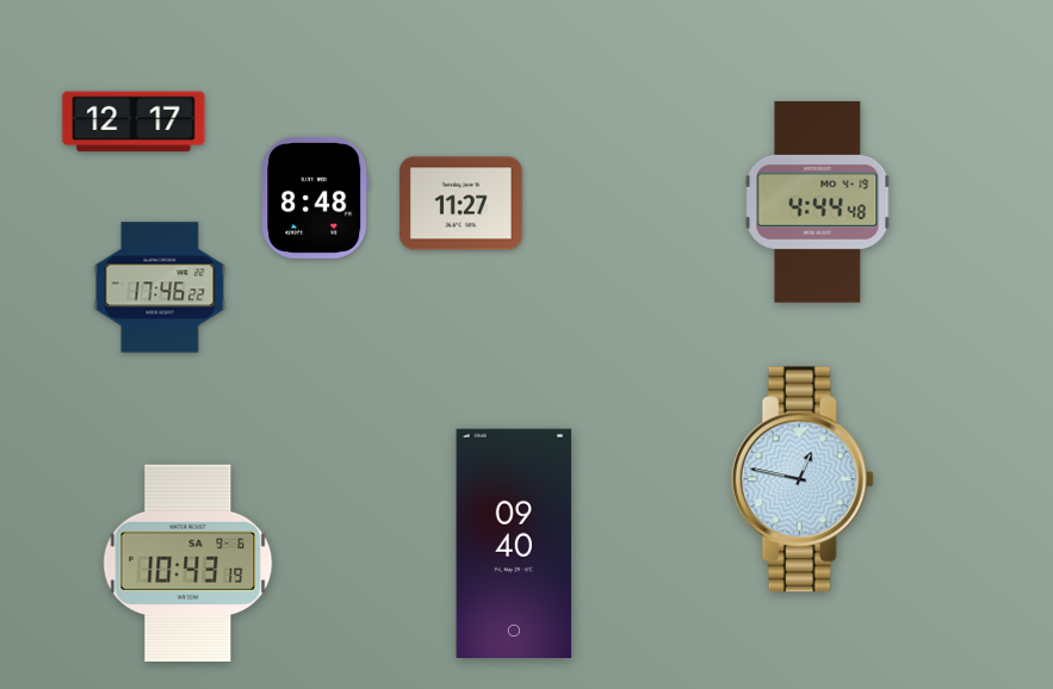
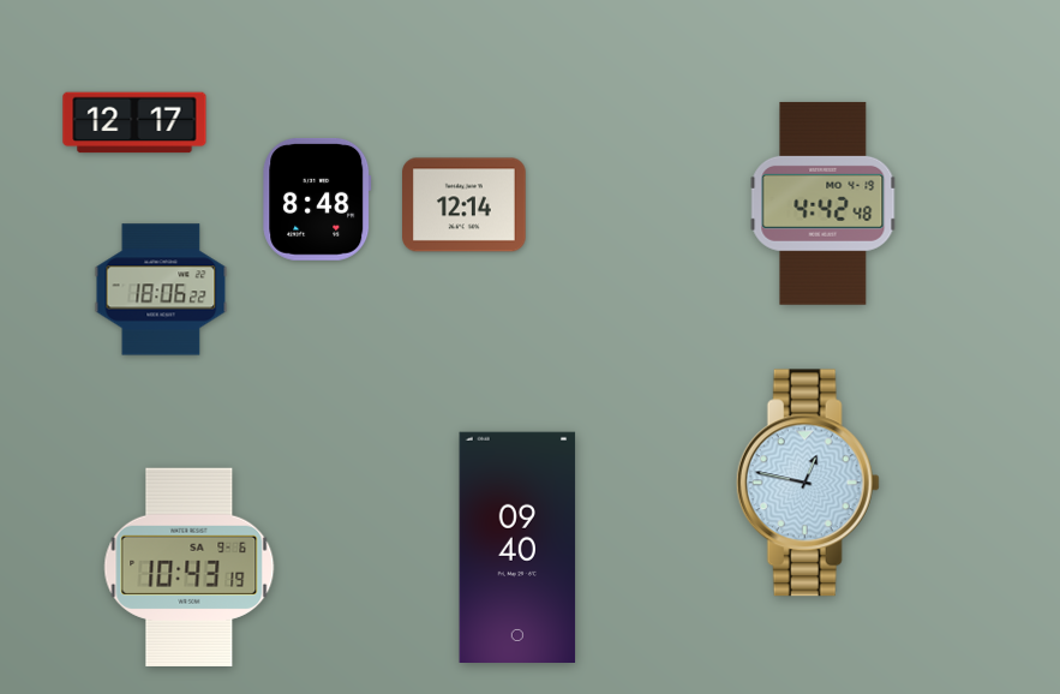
clock at (818, 201): 4:44 -> 4:42
clock at (462, 204): 11:27 -> 12:14
clock at (160, 287): 17:46 -> 18:06
